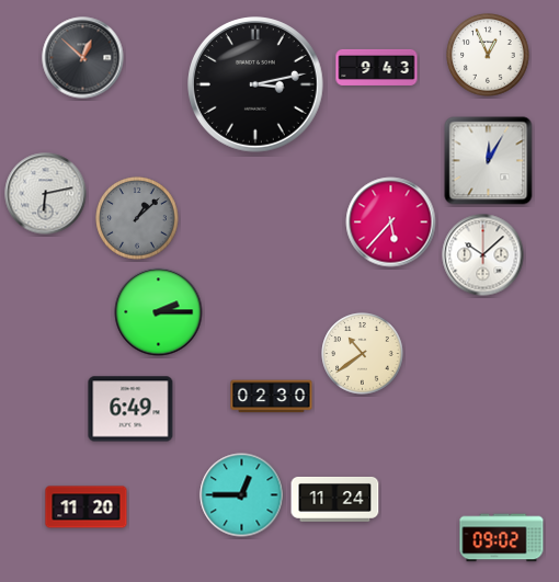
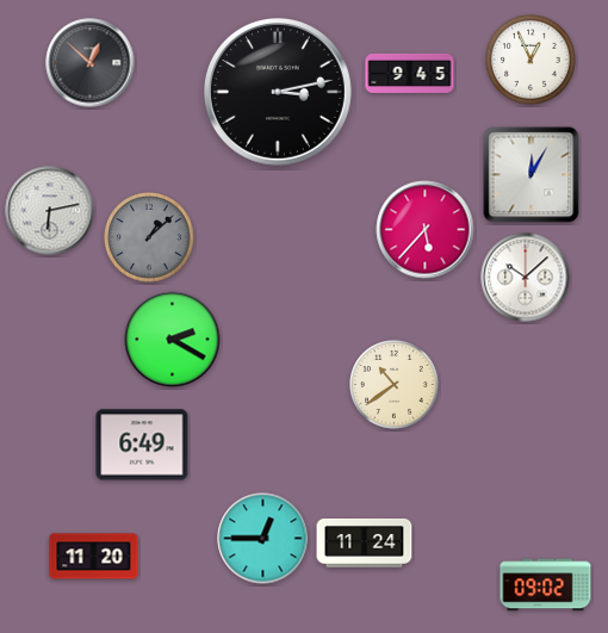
clock at (377, 67): 9:43 -> 9:45
clock at (391, 222) position: (391, 222) -> (426, 230)
clock at (159, 312): 2:15 -> 2:20
clock at (272, 397): 02:30 -> none
clock at (87, 507) position: (87, 507) -> (94, 557)
